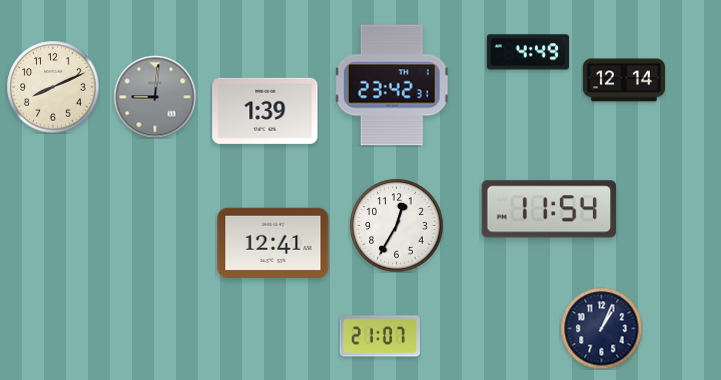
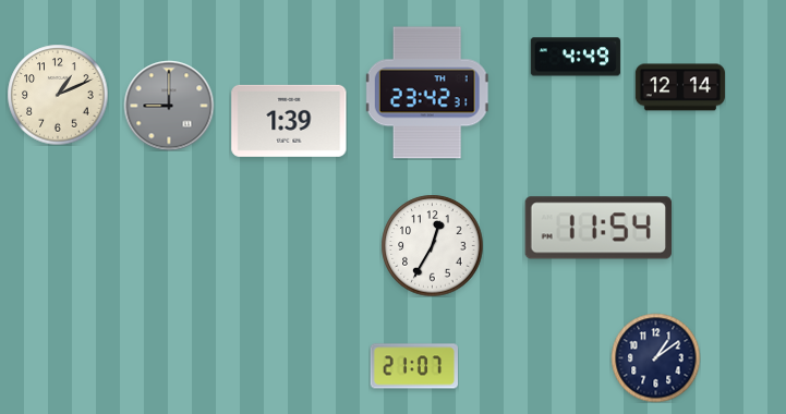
clock at (53, 87): 8:11 -> 1:11
clock at (155, 97): 9:01 -> 9:00
clock at (273, 243): 12:41 -> none
clock at (601, 328): 1:04 -> 1:09
